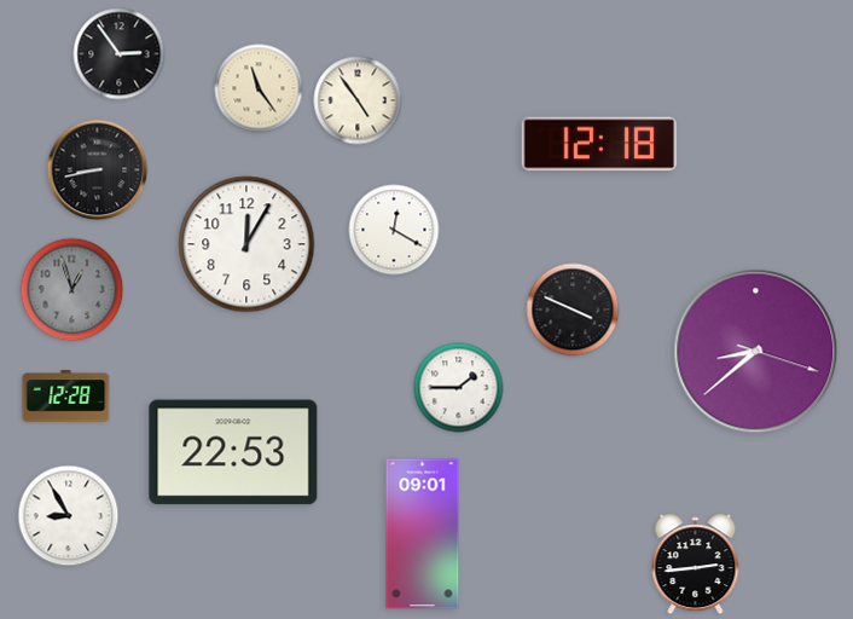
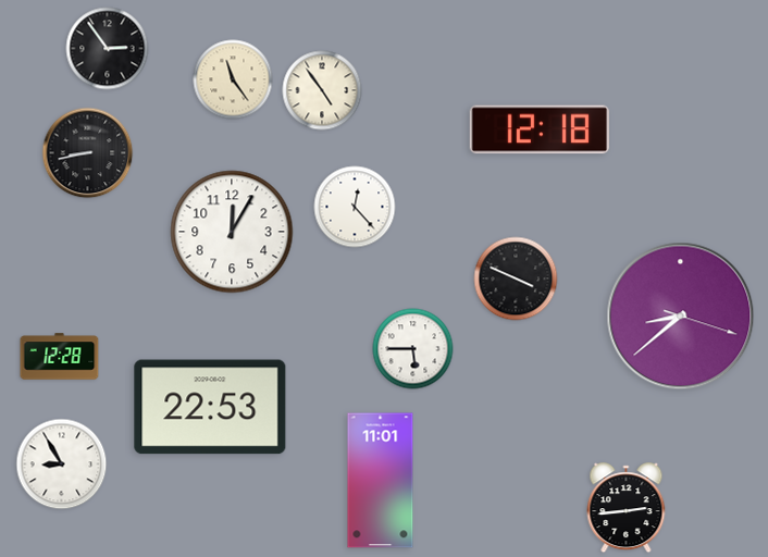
clock at (394, 230): 12:20 -> 12:23
clock at (246, 244) position: (246, 244) -> (232, 232)
clock at (72, 290): 12:57 -> none
clock at (459, 388): 1:45 -> 5:45
clock at (423, 534): 09:01 -> 11:01
